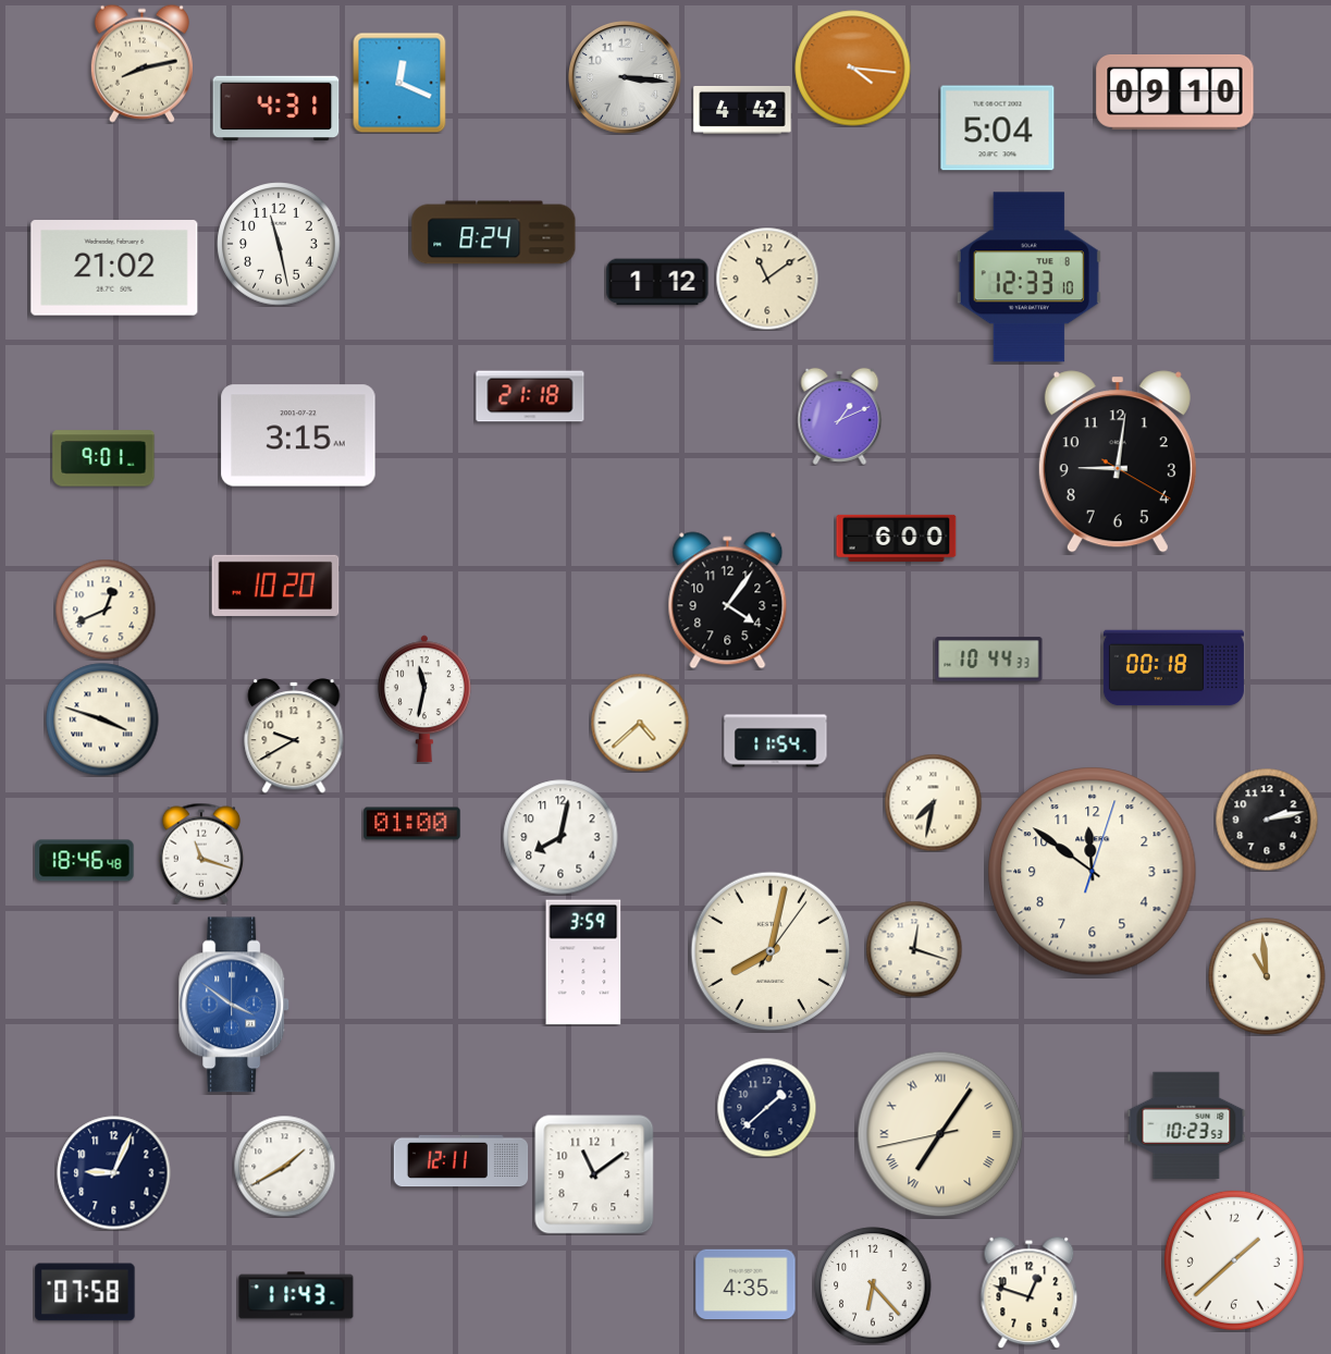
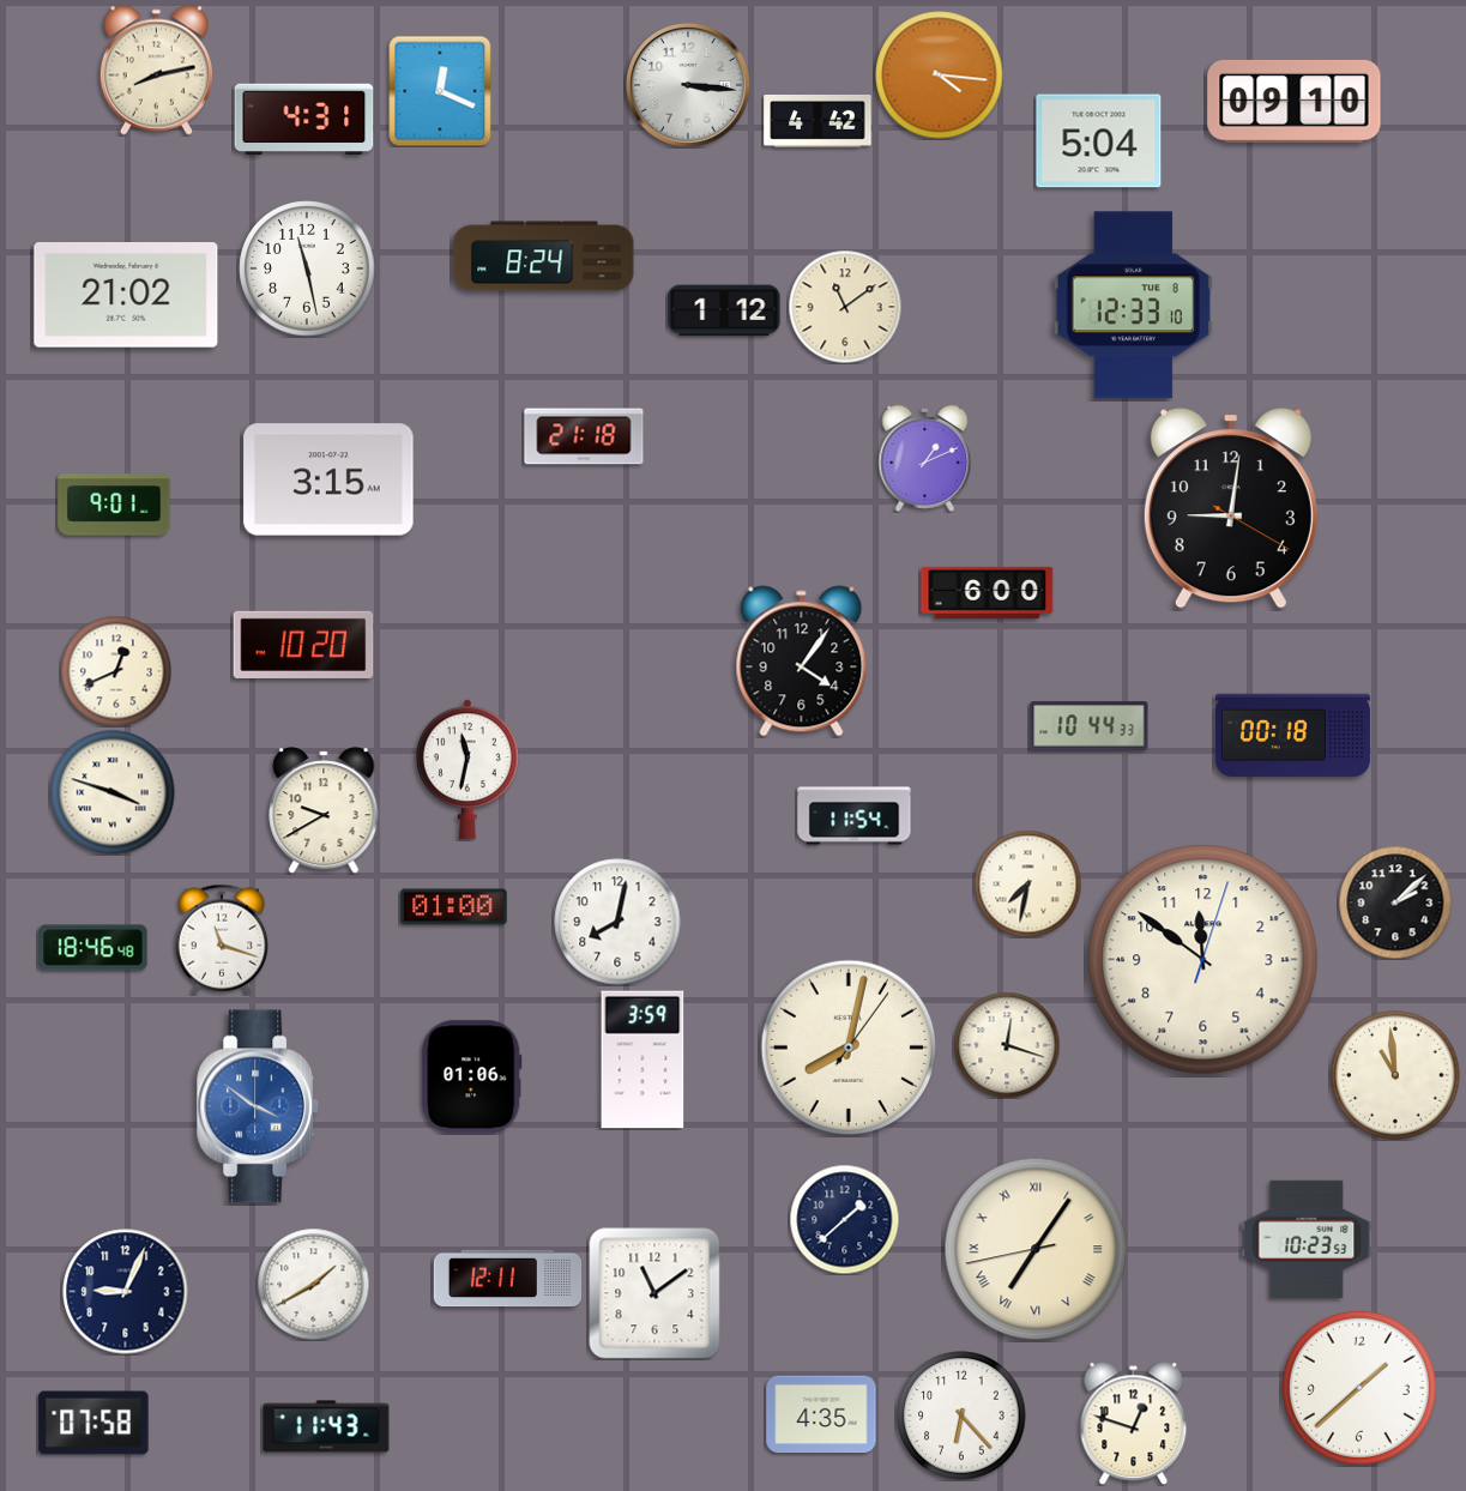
clock at (640, 723): 4:38 -> none
clock at (1267, 820): 2:13 -> 2:08
clock at (472, 1077): none -> 01:06
